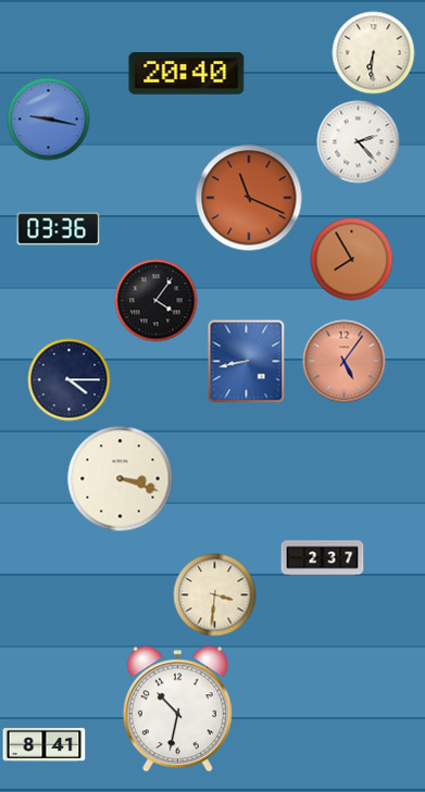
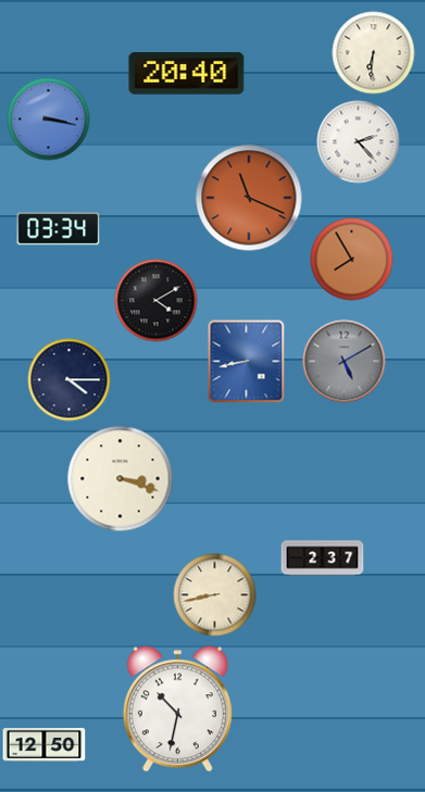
clock at (49, 120): 9:17 -> 3:17
clock at (59, 229): 03:36 -> 03:34
clock at (157, 301): 4:06 -> 4:10
clock at (345, 362): 5:06 -> 5:10
clock at (345, 362) dial: salmon -> grey
clock at (215, 595): 3:31 -> 8:43
clock at (45, 745): 8:41 -> 12:50
